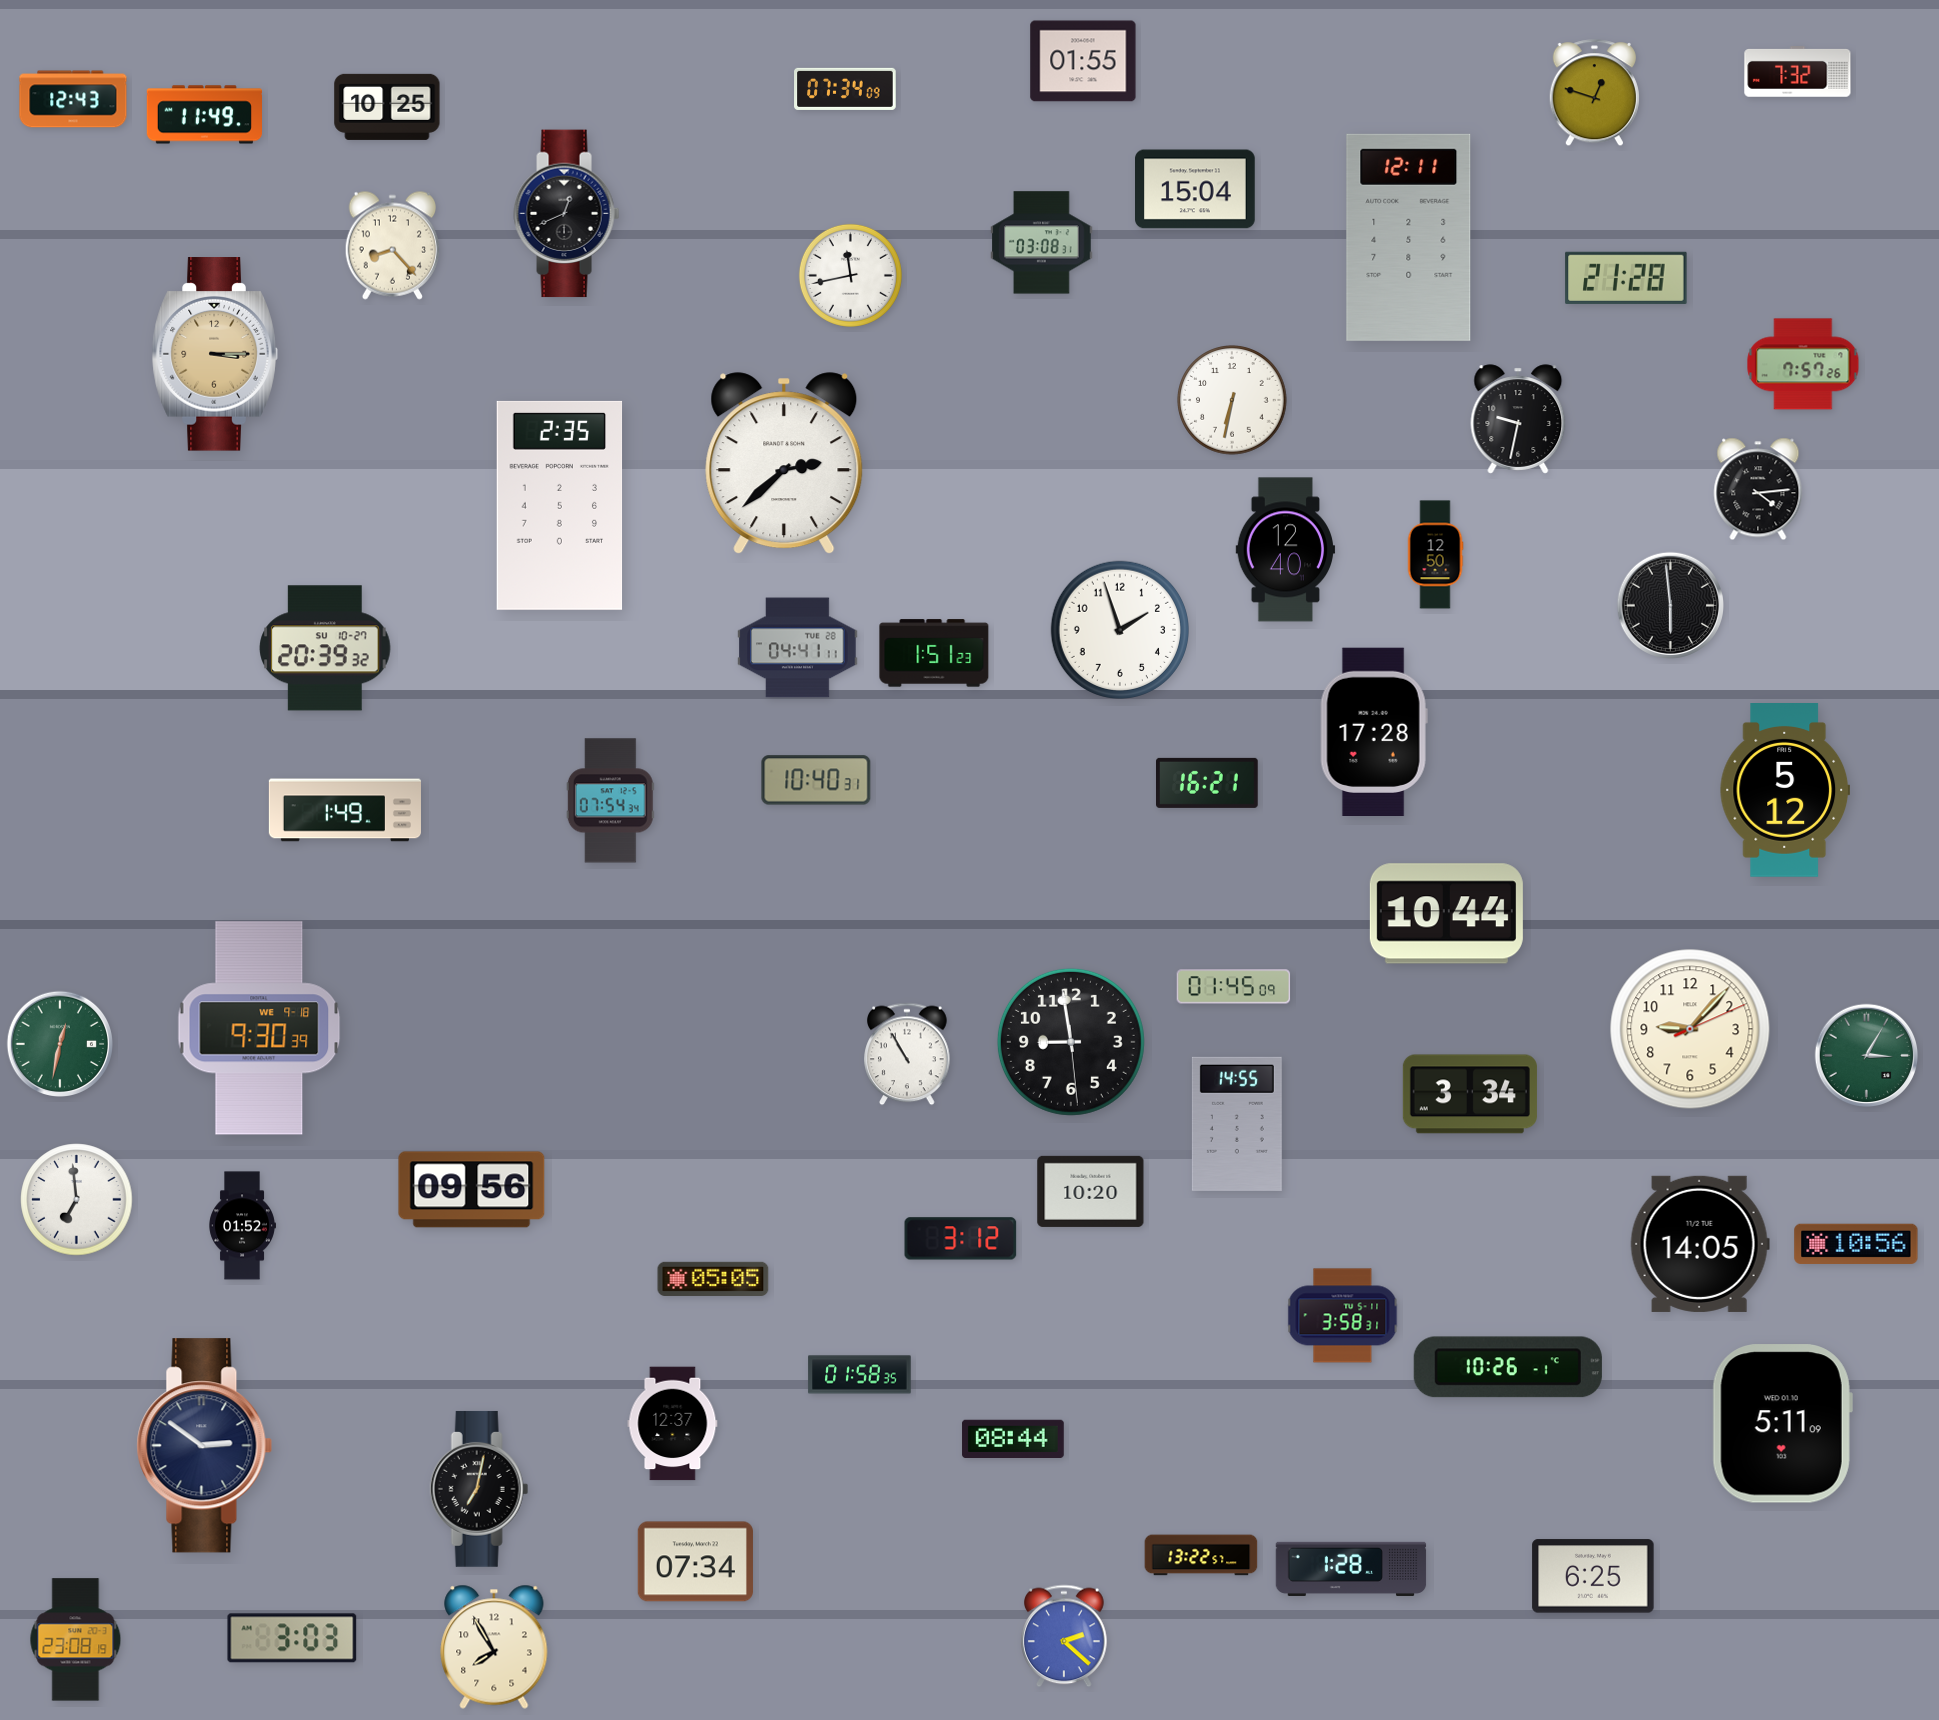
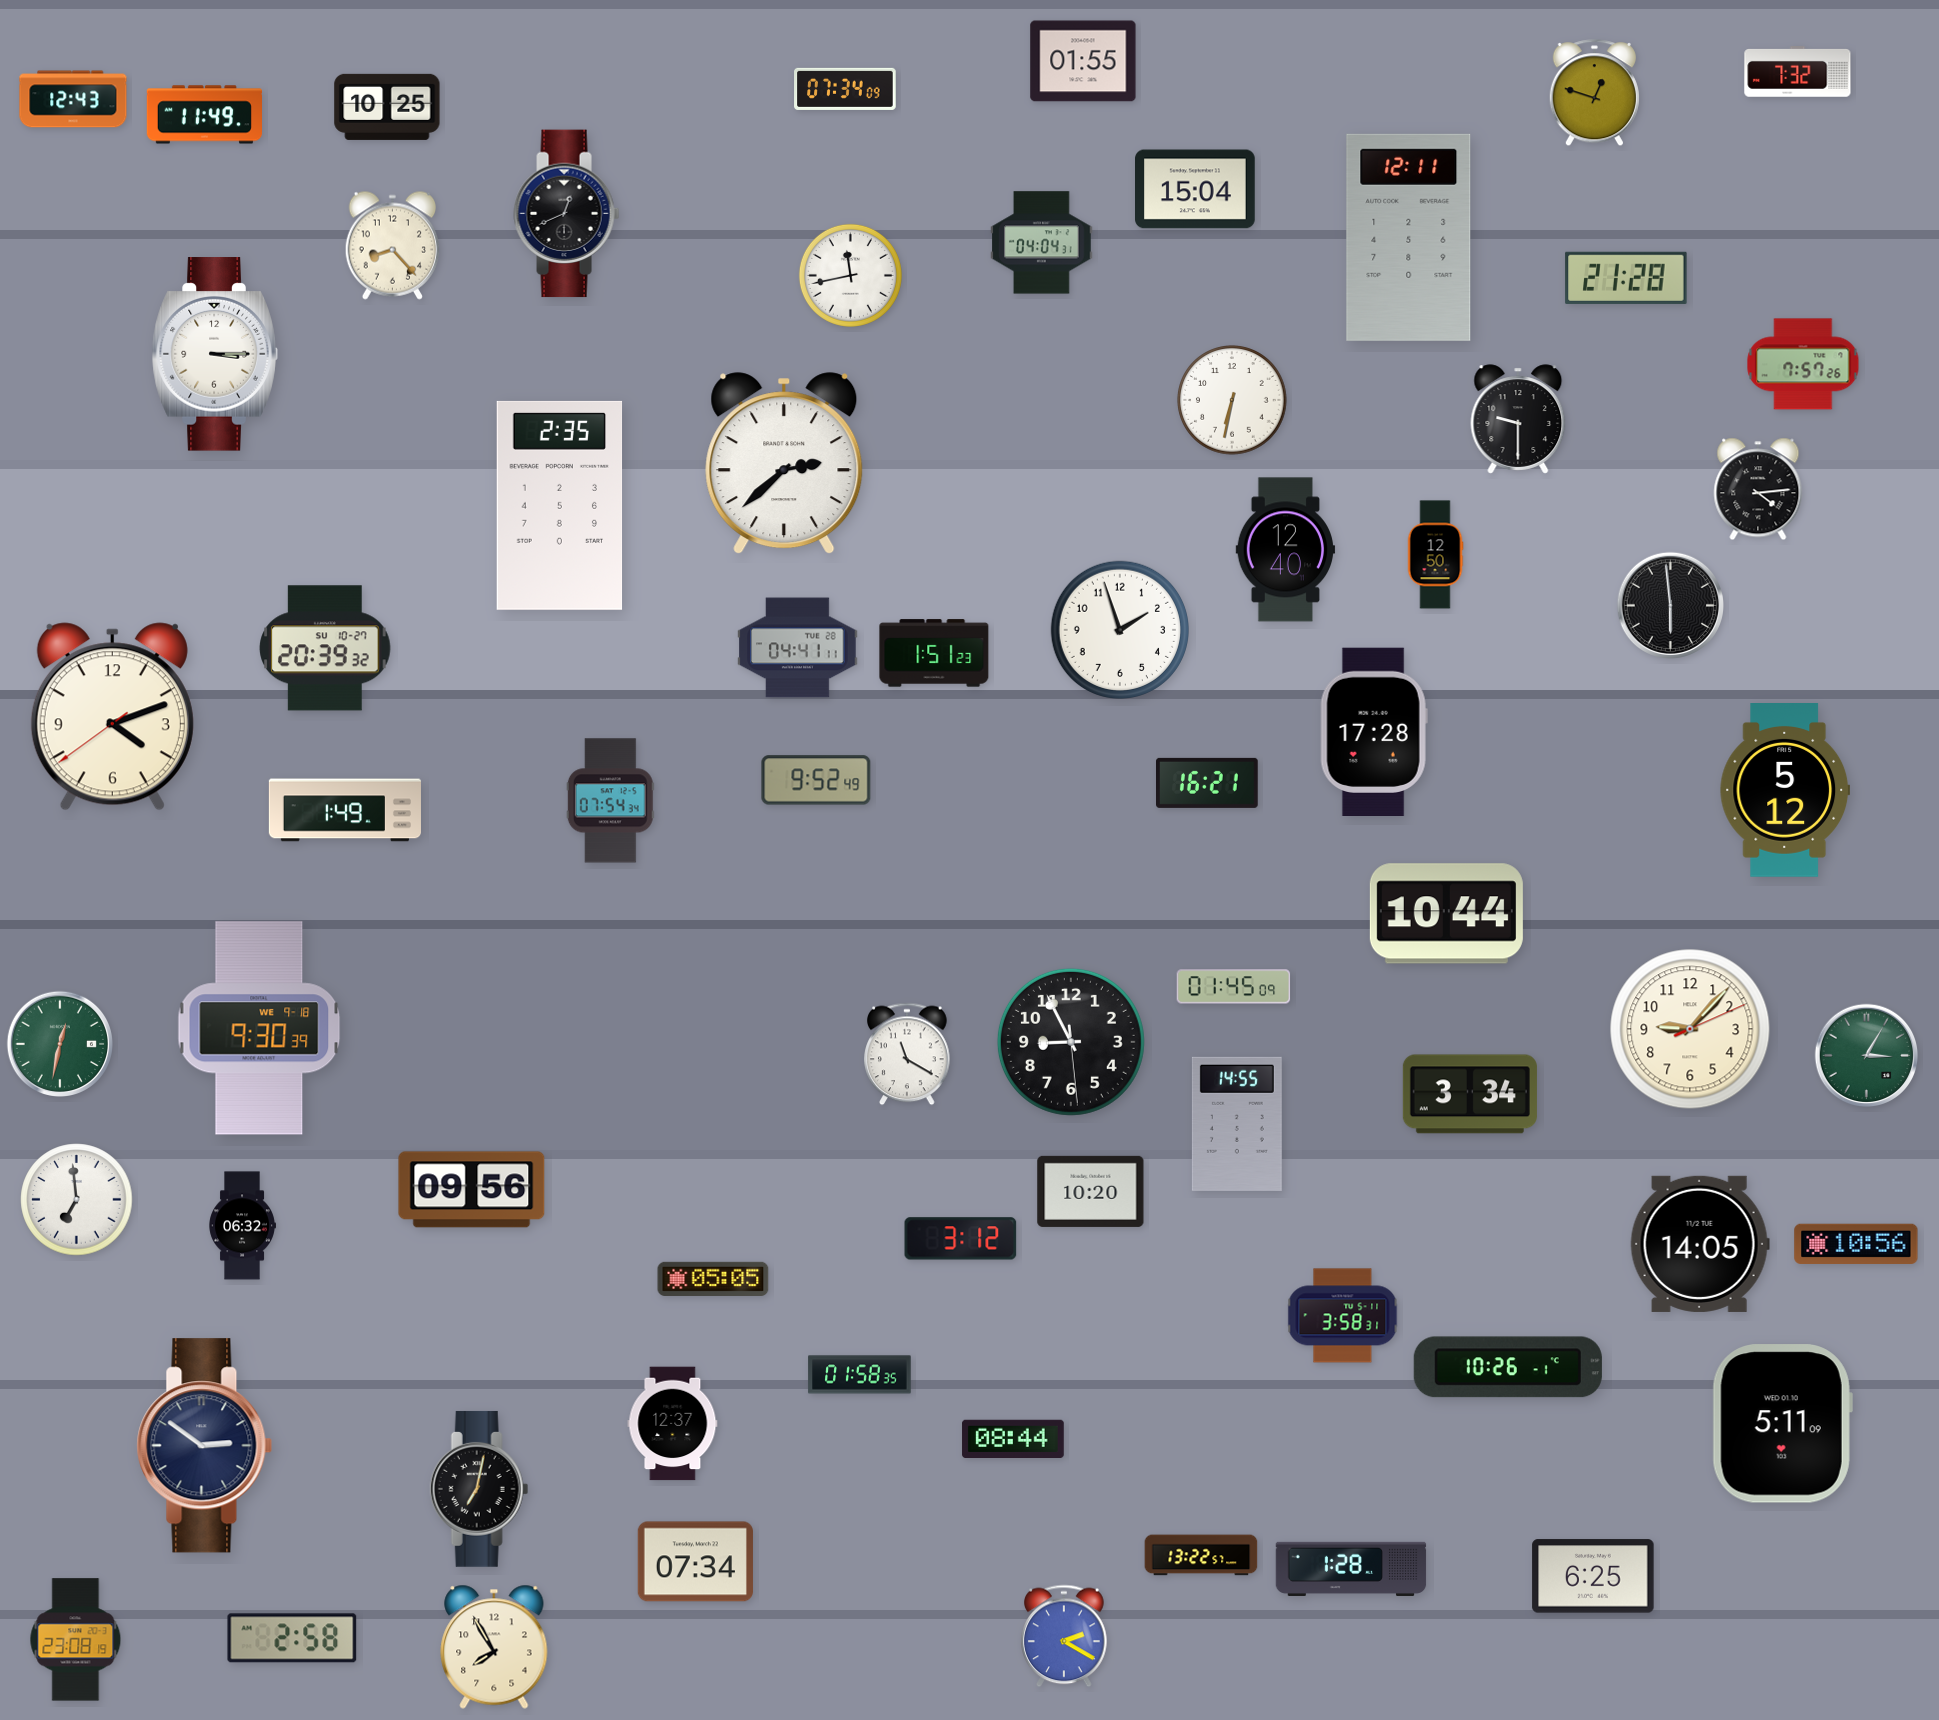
clock at (1042, 243): 03:08 -> 04:04
clock at (215, 354) dial: champagne -> white
clock at (1518, 419): 9:32 -> 9:30
clock at (112, 717): none -> 4:11
clock at (816, 780): 10:40 -> 9:52
clock at (1071, 1042): 8:58 -> 8:55
clock at (907, 1054): 10:55 -> 11:20
clock at (242, 1226): 01:52 -> 06:32
clock at (1064, 1636): 2:22 -> 2:20
clock at (292, 1638): 3:03 -> 2:58
